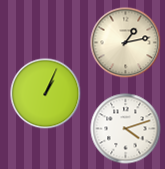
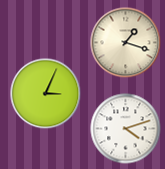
clock at (126, 43): 1:13 -> 1:18
clock at (46, 94): 1:04 -> 3:04
